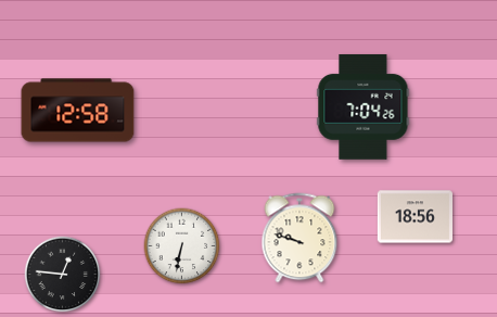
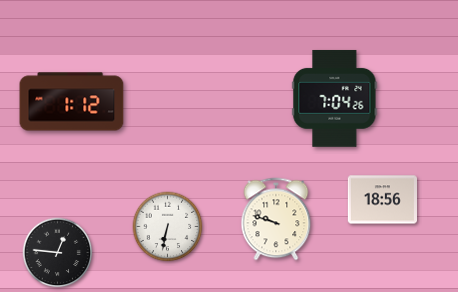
clock at (78, 111): 12:58 -> 1:12
